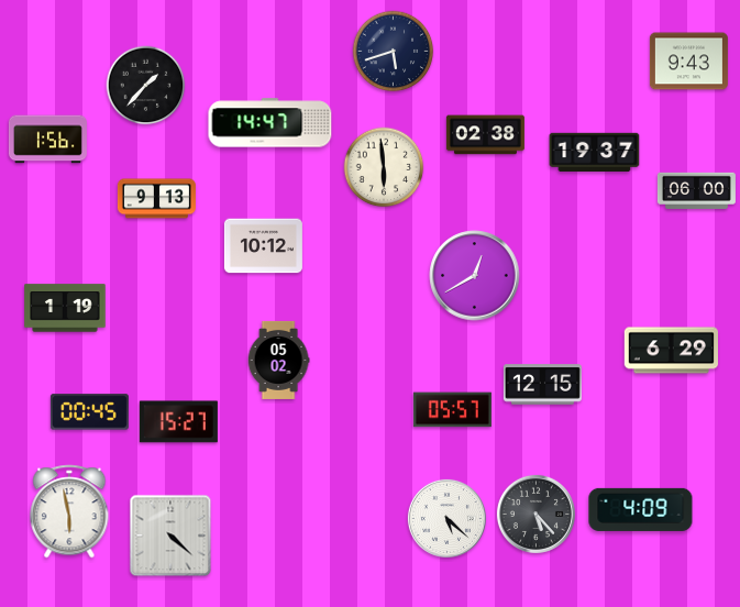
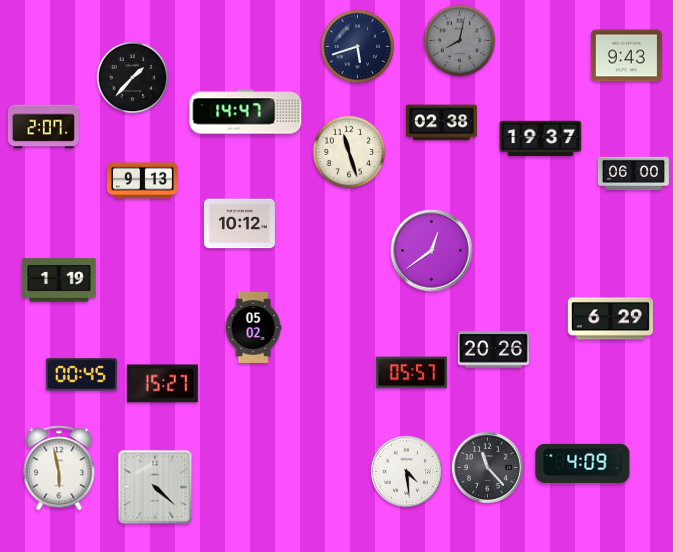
clock at (460, 41): none -> 8:02
clock at (47, 140): 1:56 -> 2:07
clock at (384, 167): 5:59 -> 11:27
clock at (475, 276): 12:40 -> 12:39
clock at (542, 385): 12:15 -> 20:26
clock at (69, 511) position: (69, 511) -> (59, 468)
clock at (535, 514): 5:23 -> 11:23
clock at (446, 518): 5:22 -> 4:29
